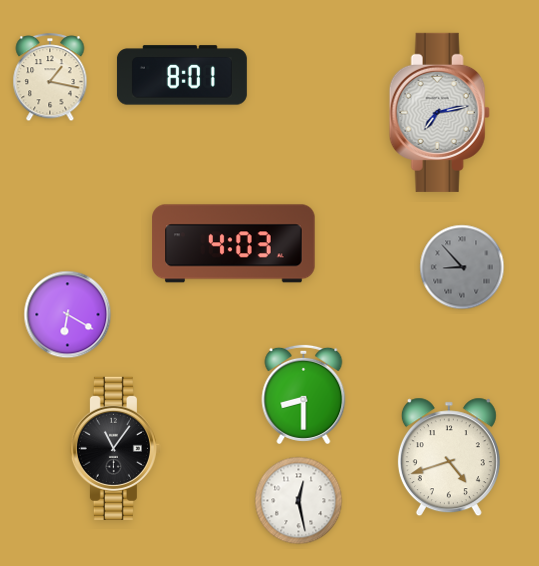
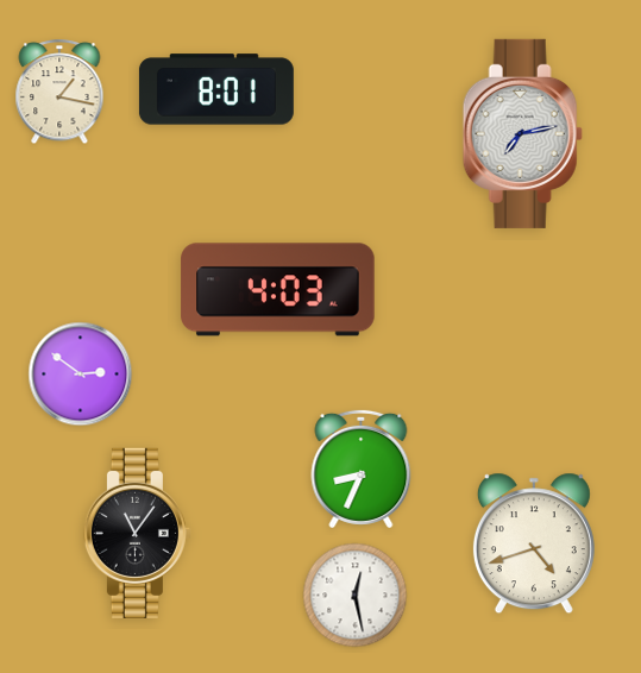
clock at (462, 267): 8:53 -> none
clock at (68, 315): 6:20 -> 2:51
clock at (304, 394): 8:30 -> 8:34
